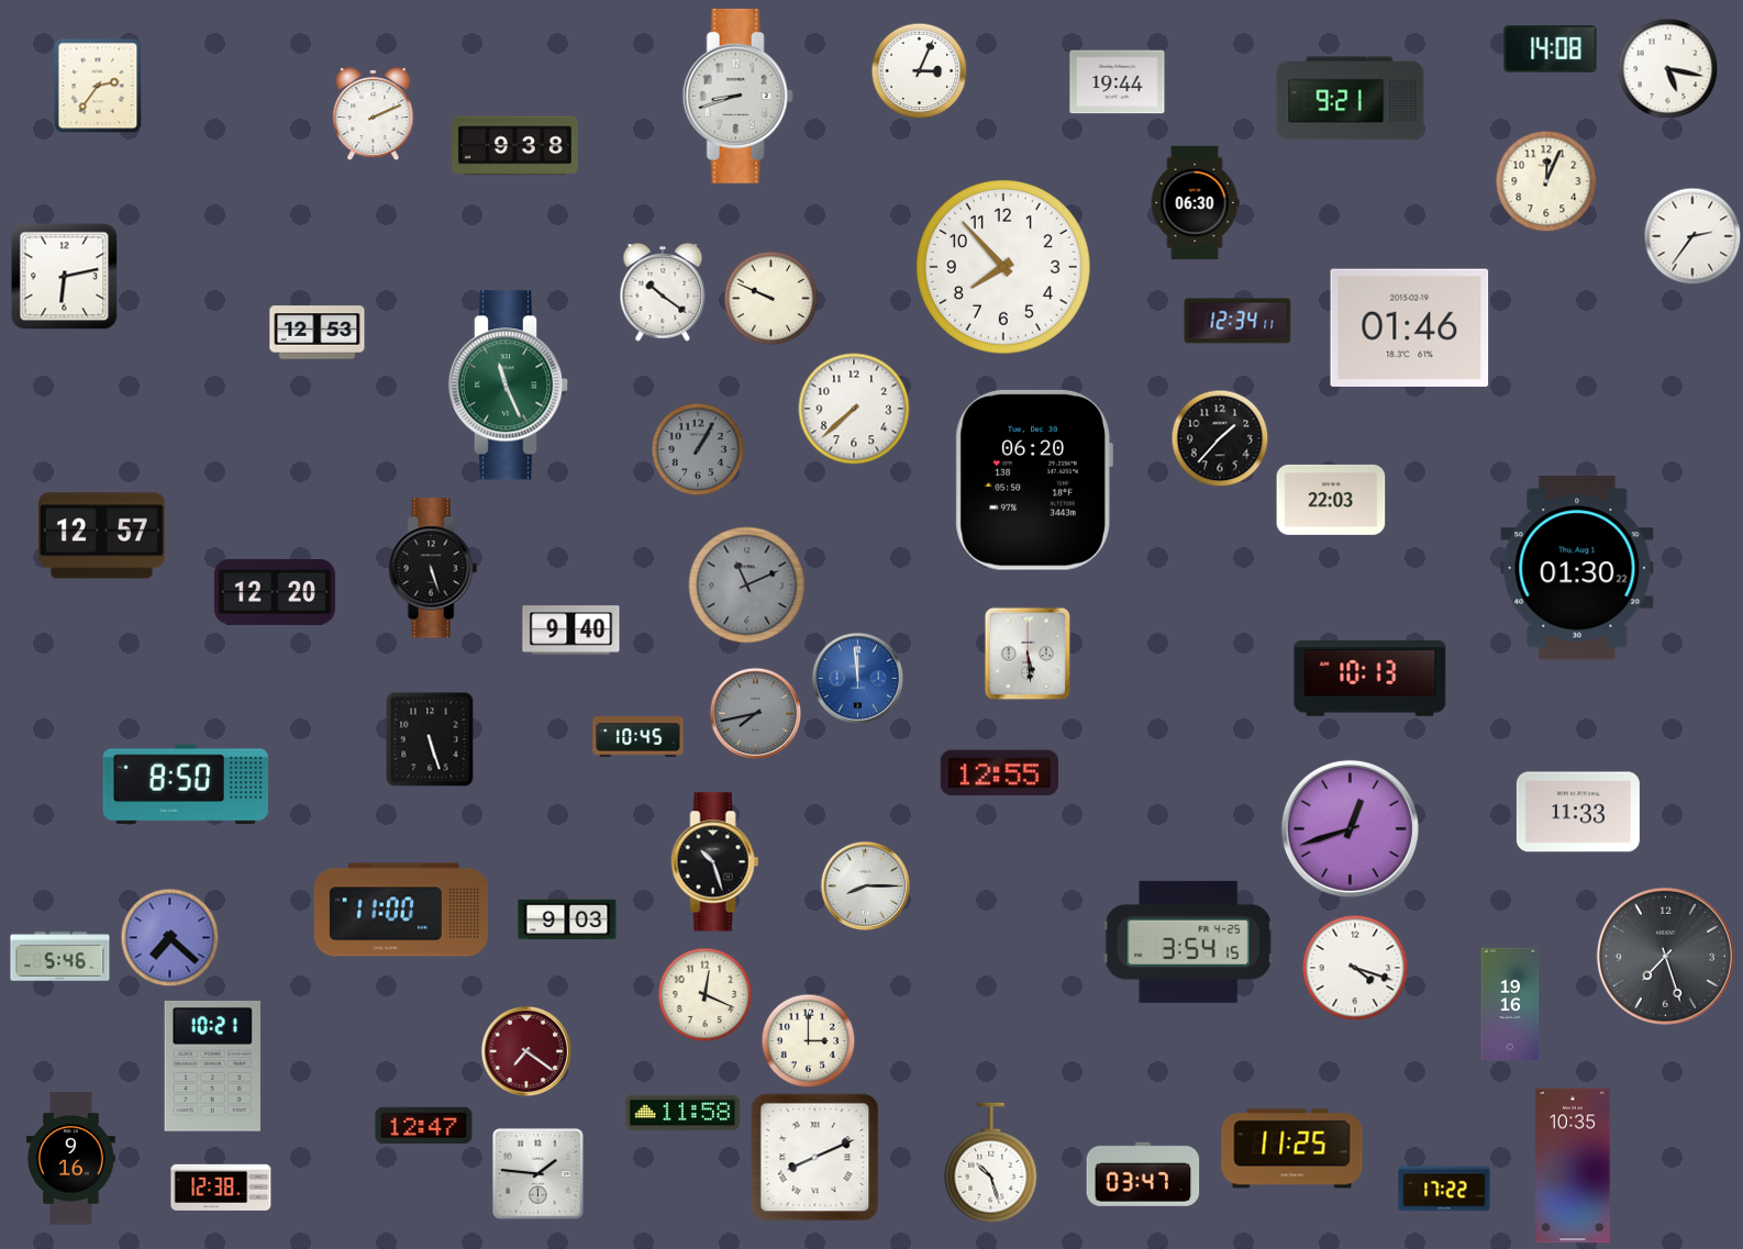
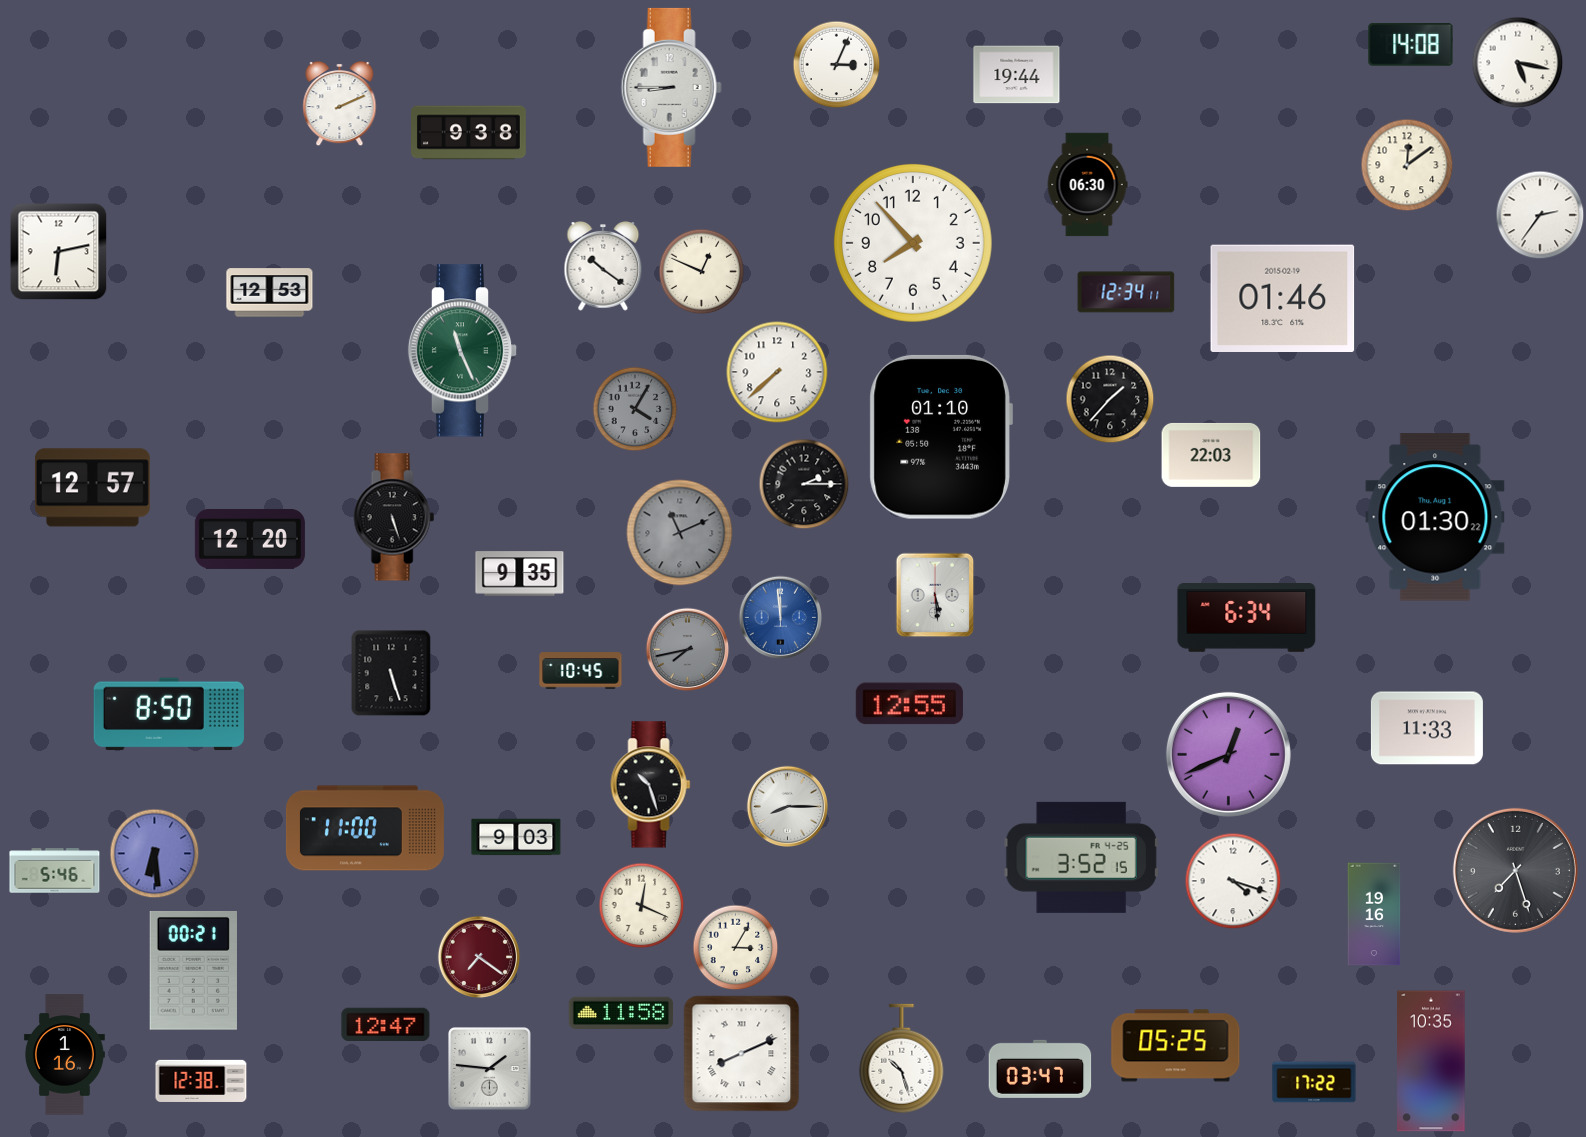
clock at (98, 86): 2:36 -> none
clock at (737, 96): 8:42 -> 8:45
clock at (1351, 99): 9:21 -> none
clock at (1546, 181): 12:04 -> 12:09
clock at (770, 298): 9:49 -> 12:49
clock at (318, 333) position: (318, 333) -> (270, 293)
clock at (698, 449): 1:05 -> 4:05
clock at (1034, 480): 06:20 -> 01:10
clock at (804, 484): none -> 2:15
clock at (571, 631): 9:40 -> 9:35
clock at (1370, 679): 10:13 -> 6:34
clock at (1578, 812) position: (1578, 812) -> (1427, 728)
clock at (1350, 828): 12:42 -> 12:41
clock at (169, 937): 7:22 -> 6:29
clock at (1188, 941): 3:54 -> 3:52
clock at (808, 1040): 3:00 -> 3:05
clock at (212, 1066): 10:21 -> 00:21
clock at (1292, 1149): 11:25 -> 05:25
clock at (70, 1159): 9:16 -> 1:16
